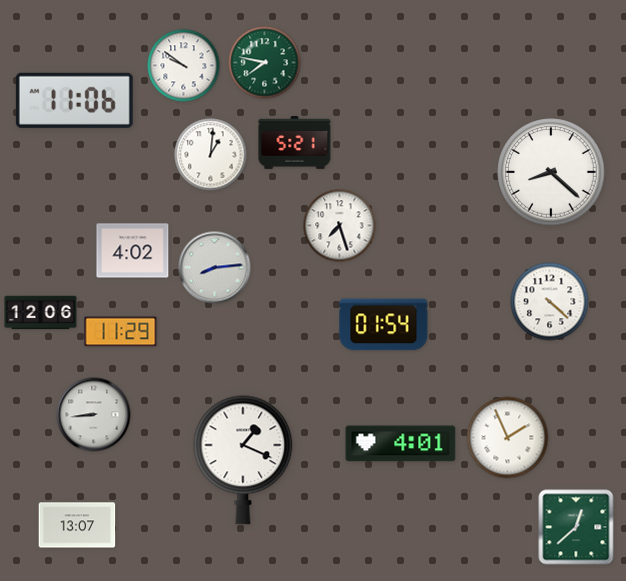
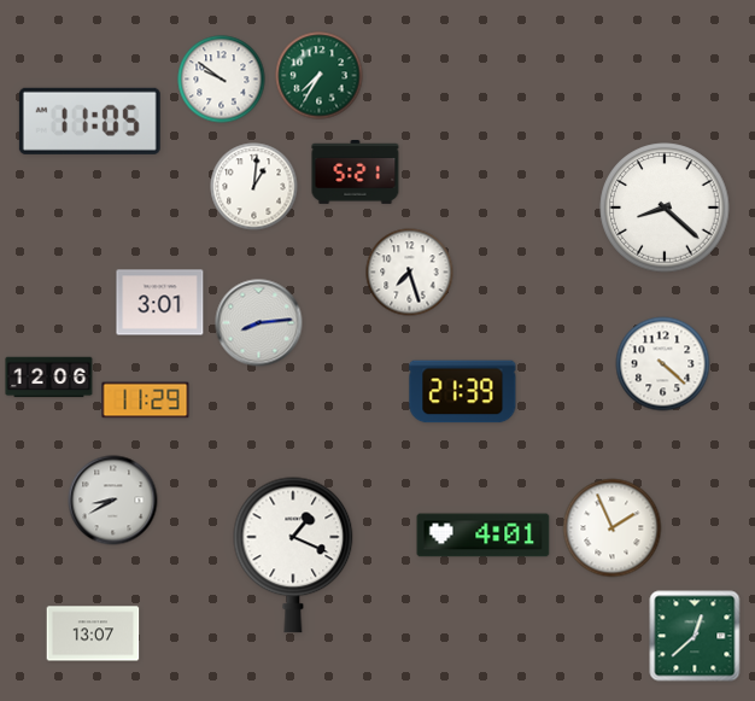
clock at (265, 63): 7:47 -> 7:35
clock at (74, 100): 11:06 -> 11:05
clock at (133, 251): 4:02 -> 3:01
clock at (384, 325): 01:54 -> 21:39
clock at (94, 415): 8:44 -> 8:40
